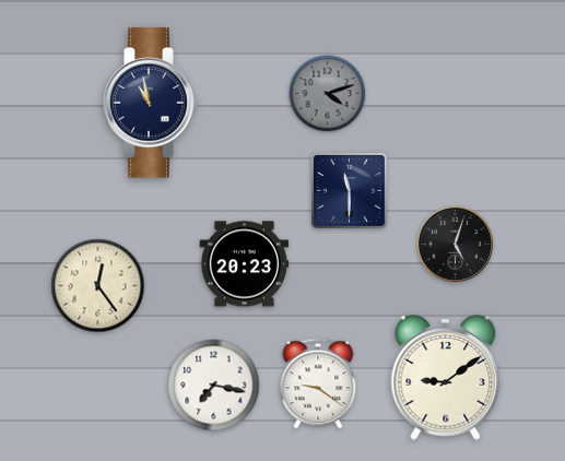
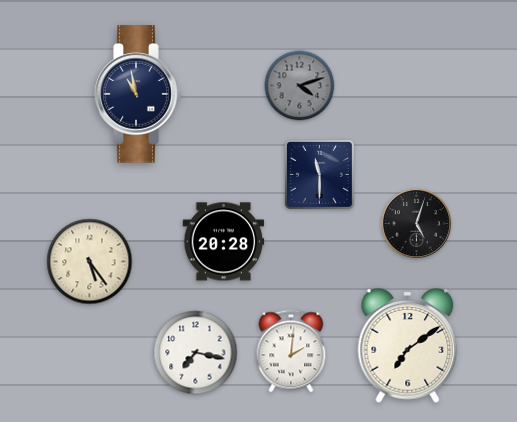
clock at (245, 264): 20:23 -> 20:28
clock at (98, 286): 12:24 -> 5:24
clock at (446, 377): 9:09 -> 7:09
clock at (318, 383): 9:21 -> 2:01
